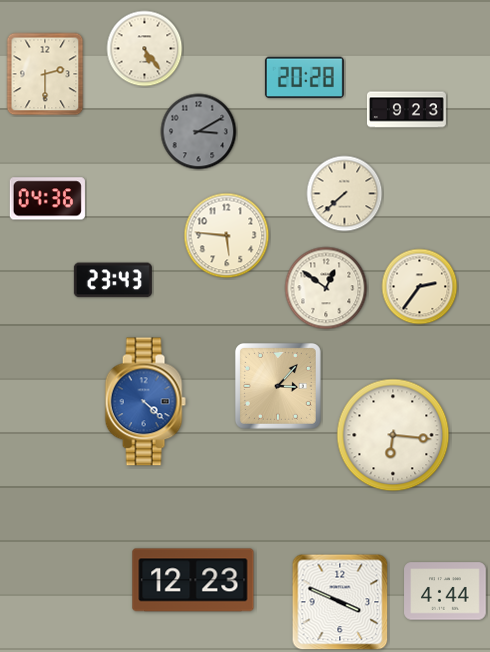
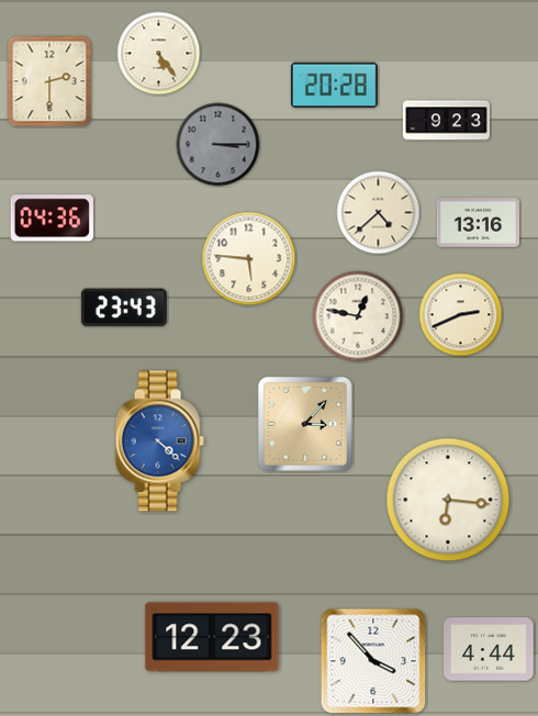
clock at (199, 132): 3:10 -> 3:15
clock at (345, 194): 7:38 -> 4:38
clock at (478, 223): none -> 13:16
clock at (420, 287): 2:36 -> 2:41
clock at (326, 288): 12:51 -> 12:47
clock at (393, 435) position: (393, 435) -> (448, 500)
clock at (340, 602): 3:49 -> 3:53
